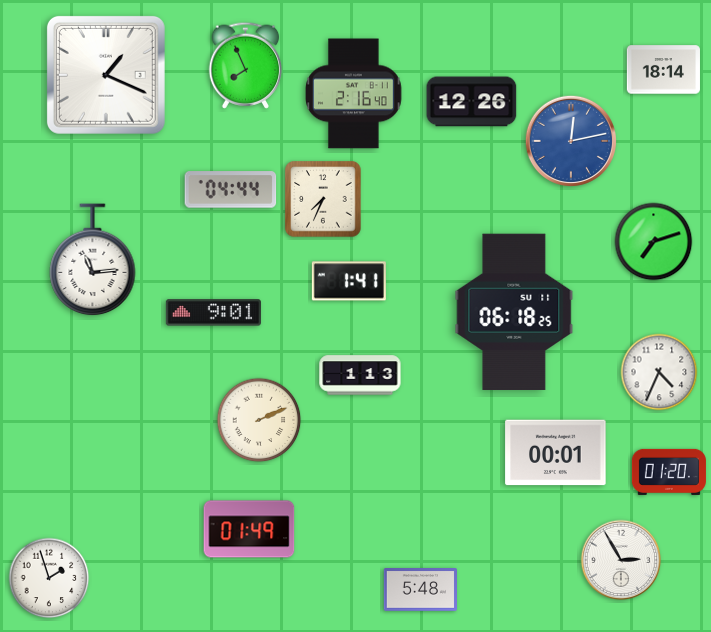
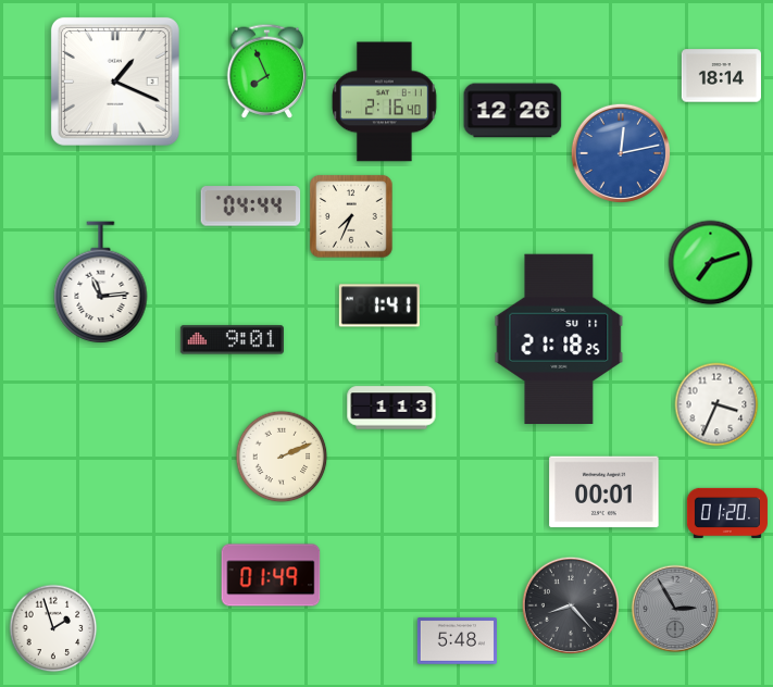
clock at (514, 311): 06:18 -> 21:18
clock at (659, 372): 4:34 -> 3:34
clock at (570, 604): none -> 8:23
clock at (621, 560) dial: white -> grey
